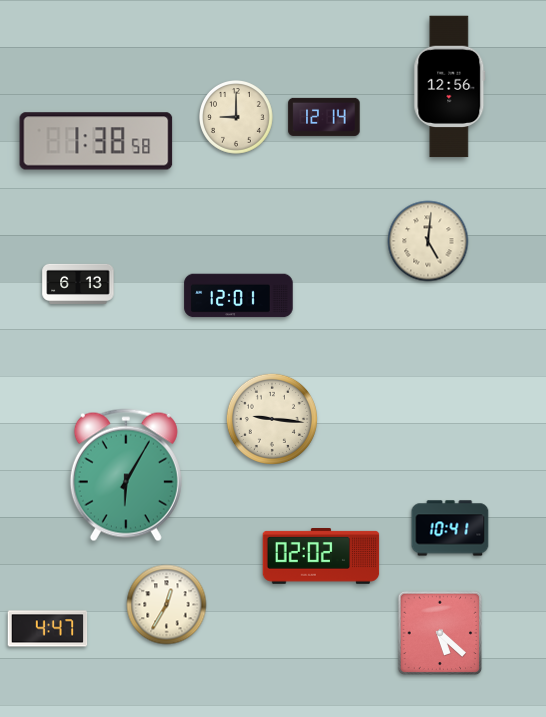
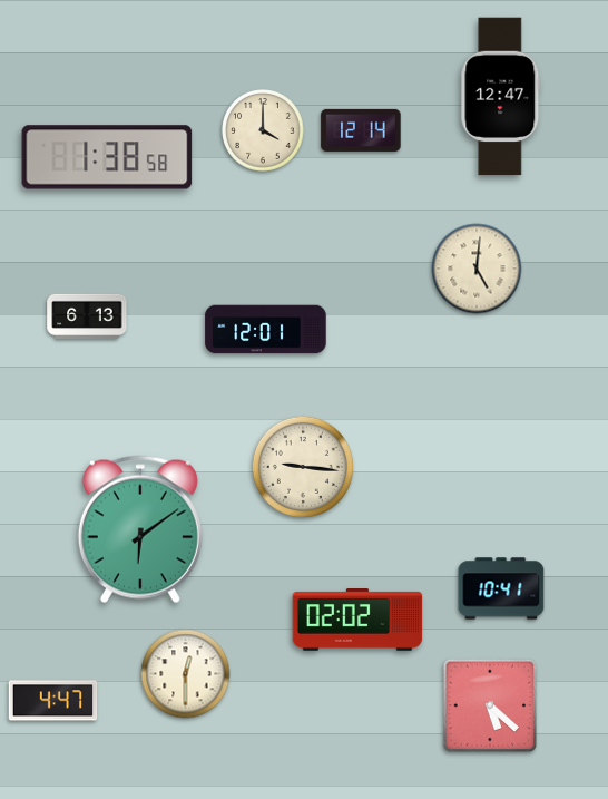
clock at (450, 87): 12:56 -> 12:47
clock at (237, 118): 9:00 -> 4:00
clock at (126, 475): 6:05 -> 6:09
clock at (167, 605): 12:35 -> 12:30
